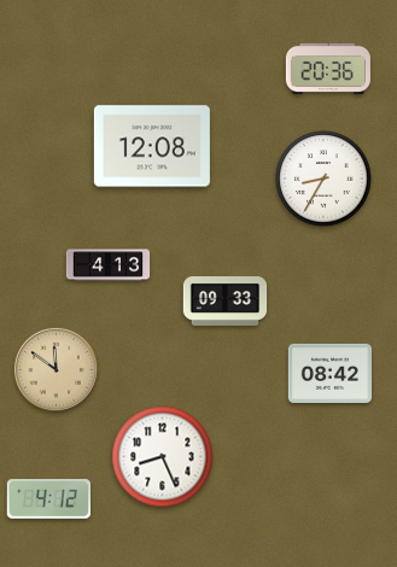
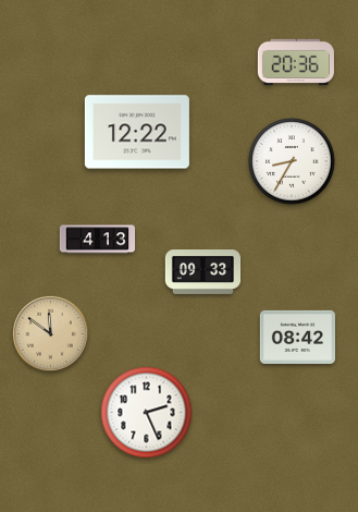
clock at (152, 146): 12:08 -> 12:22
clock at (163, 457): 8:26 -> 2:26
clock at (48, 499): 4:12 -> none
